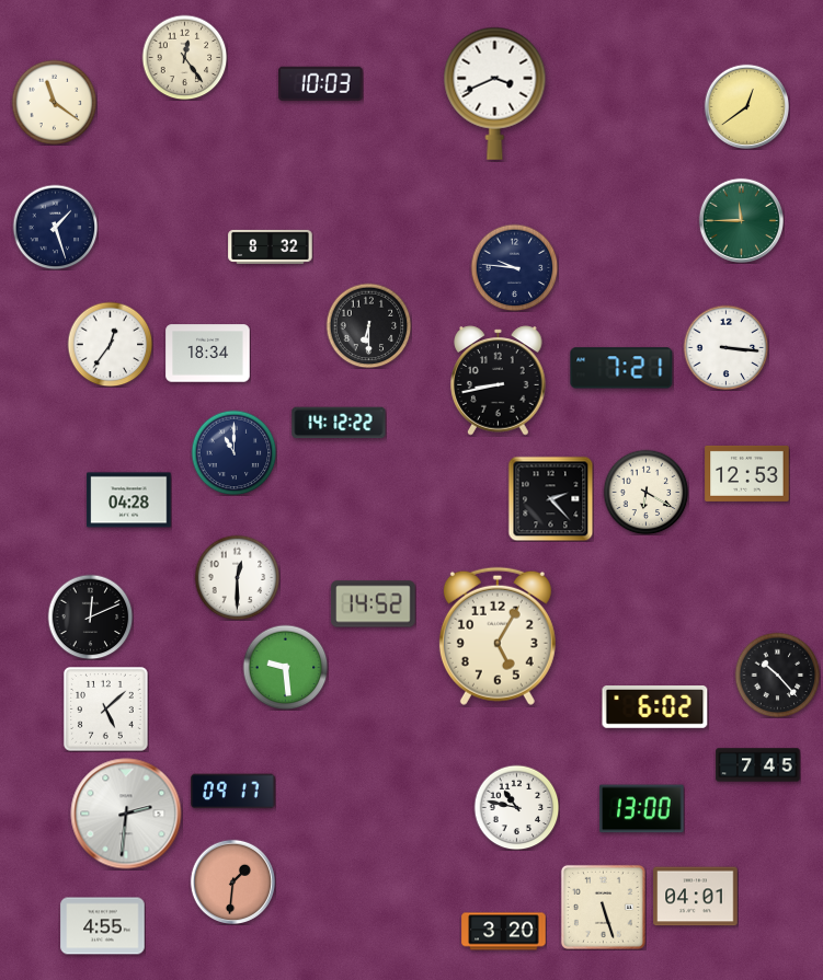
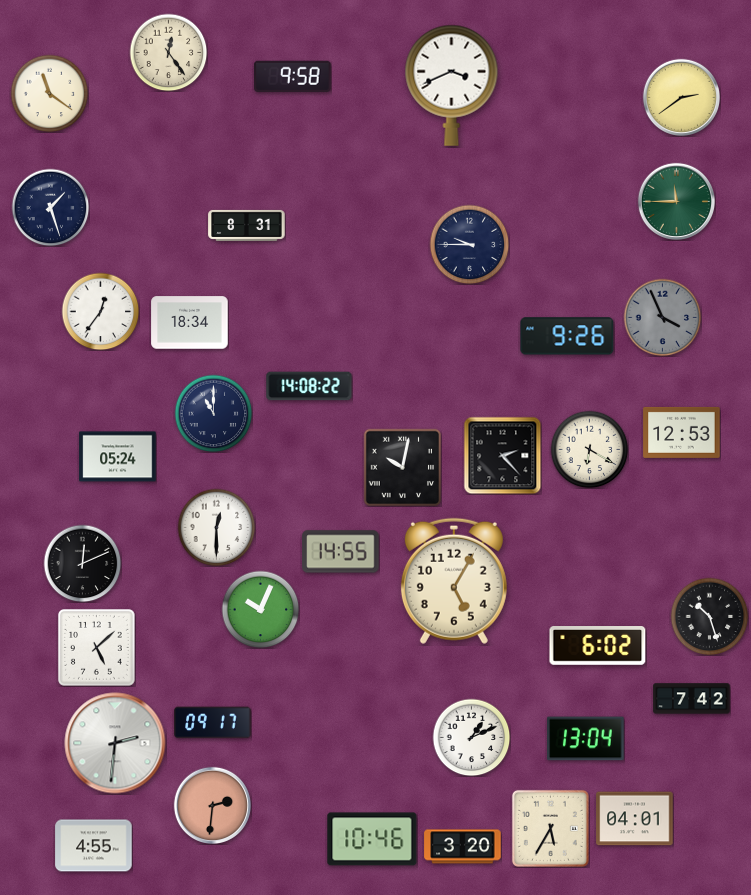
clock at (321, 83): 10:03 -> 9:58
clock at (746, 106): 12:39 -> 2:39
clock at (271, 246): 8:32 -> 8:31
clock at (514, 267): 9:46 -> 9:45
clock at (368, 325): 6:30 -> none
clock at (110, 344) position: (110, 344) -> (100, 311)
clock at (725, 347): 3:16 -> 3:56
clock at (725, 347) dial: white -> grey
clock at (621, 368): 7:21 -> 9:26
clock at (499, 381): 8:43 -> none
clock at (339, 423): 14:12 -> 14:08
clock at (129, 500): 04:28 -> 05:24
clock at (402, 467): none -> 10:02
clock at (374, 604): 14:52 -> 14:55
clock at (285, 667): 9:29 -> 10:04
clock at (777, 675): 10:23 -> 10:27
clock at (758, 765): 7:45 -> 7:42
clock at (516, 807): 10:47 -> 1:11
clock at (642, 809): 13:00 -> 13:04
clock at (232, 881): 1:31 -> 2:31
clock at (603, 907): 5:27 -> 5:35
clock at (372, 839): none -> 10:46
clock at (504, 932) position: (504, 932) -> (463, 847)
